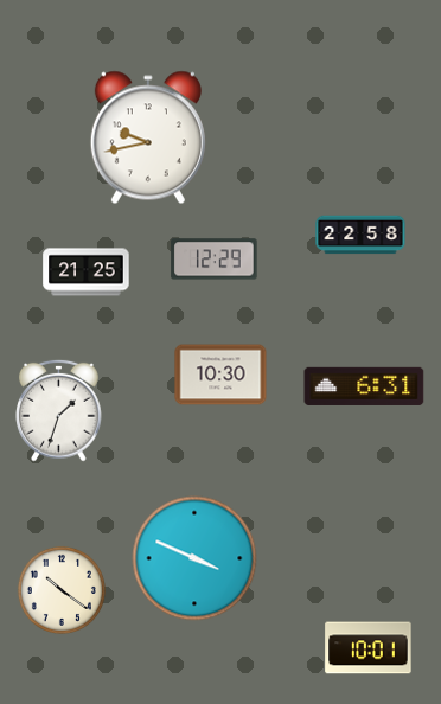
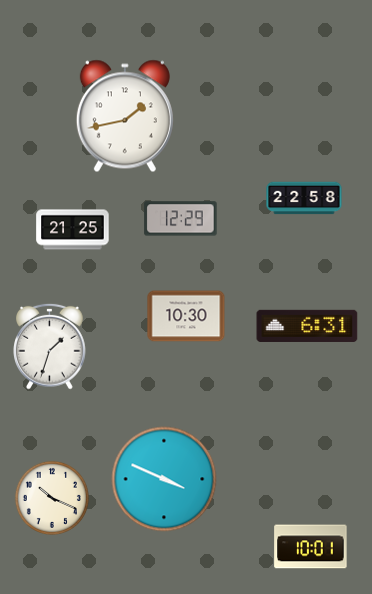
clock at (148, 137): 9:43 -> 1:43
clock at (194, 558) position: (194, 558) -> (164, 479)
clock at (62, 590): 10:21 -> 10:19
